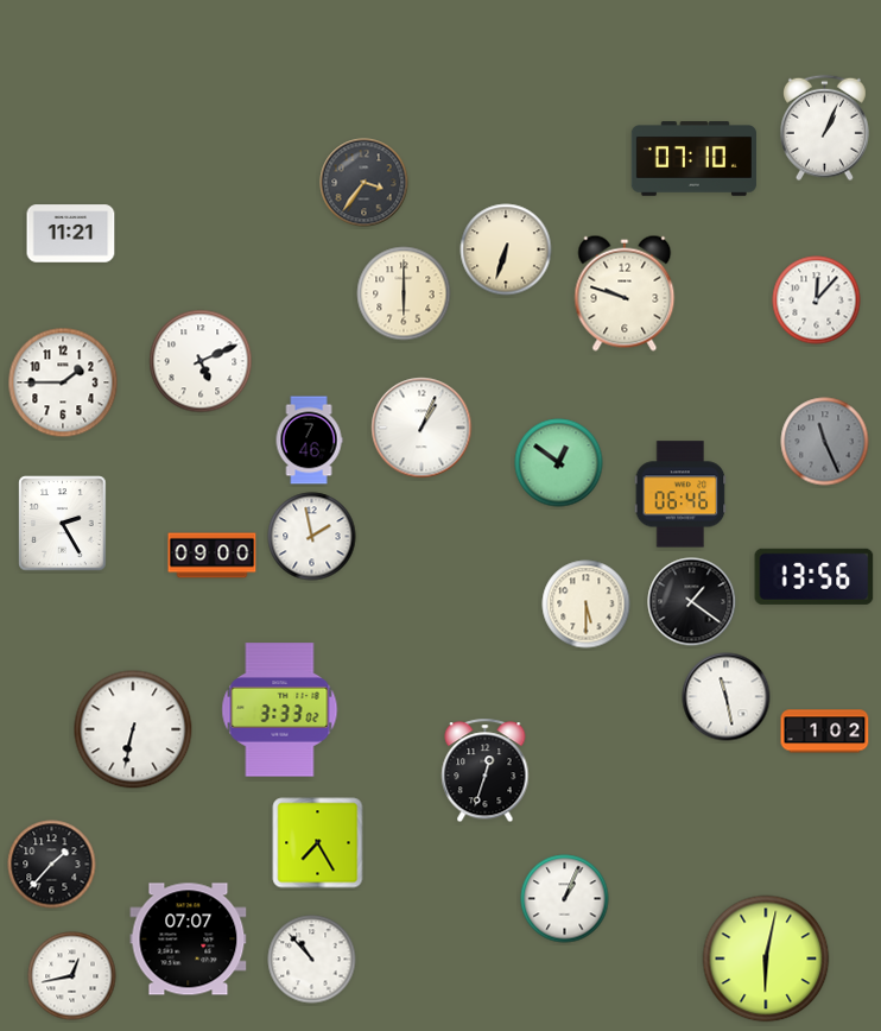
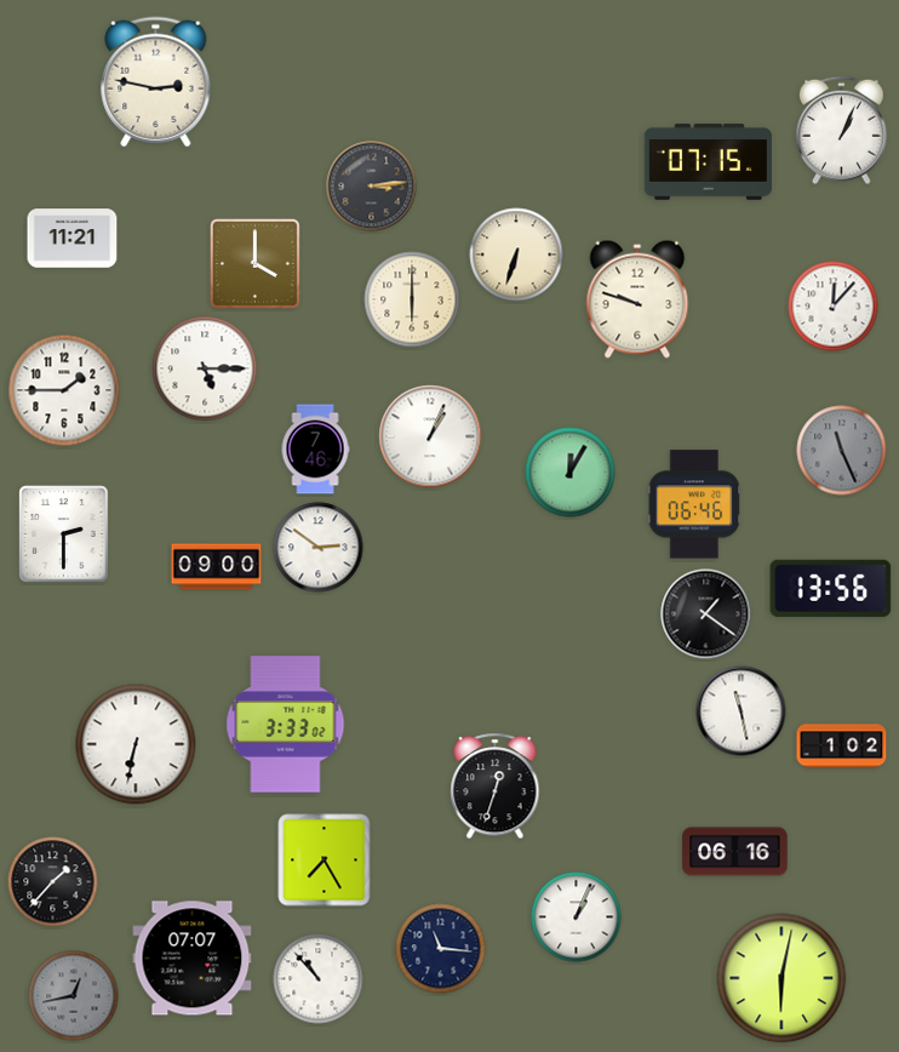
clock at (156, 82): none -> 2:47
clock at (693, 159): 07:10 -> 07:15
clock at (365, 183): 3:36 -> 3:14
clock at (254, 263): none -> 4:00
clock at (201, 361): 5:11 -> 5:15
clock at (559, 463): 12:51 -> 12:05
clock at (63, 524): 2:25 -> 2:30
clock at (312, 537): 1:58 -> 2:51
clock at (587, 605): 5:30 -> none
clock at (735, 852): none -> 06:16
clock at (441, 949): none -> 11:16
clock at (72, 976) dial: white -> grey
